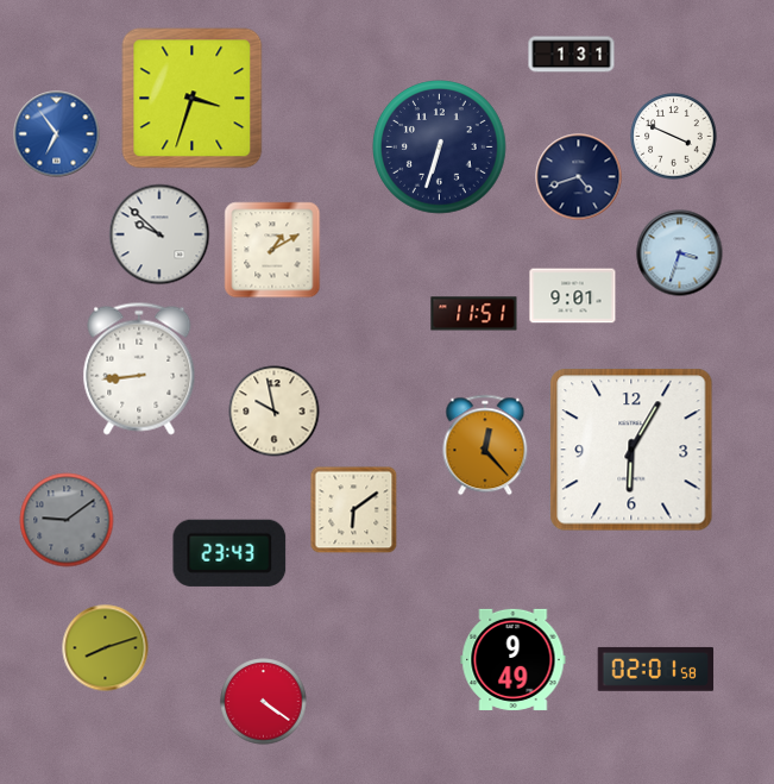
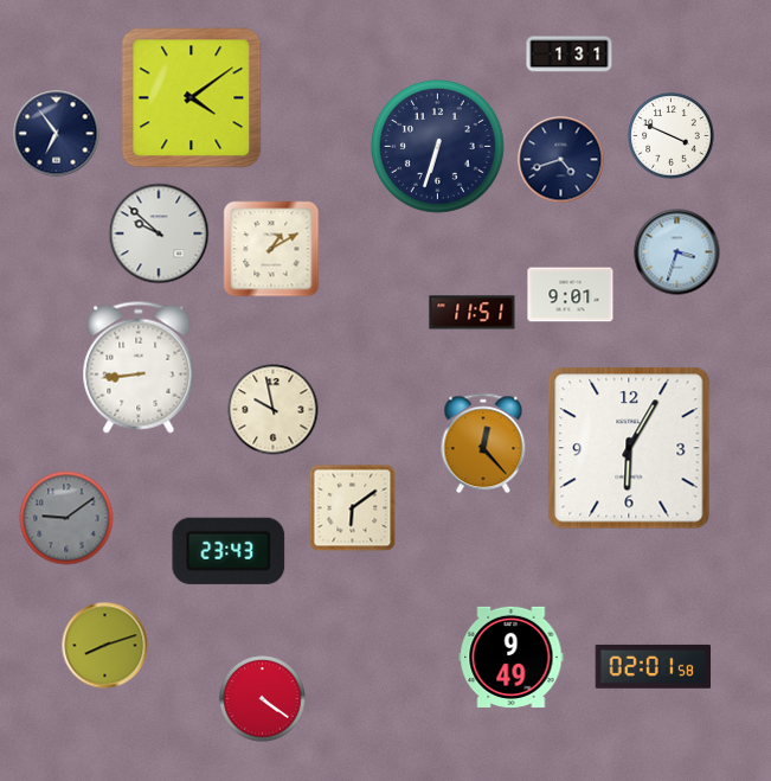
clock at (193, 99): 3:33 -> 4:09
clock at (57, 134) dial: blue -> navy
clock at (579, 177) position: (579, 177) -> (561, 160)
